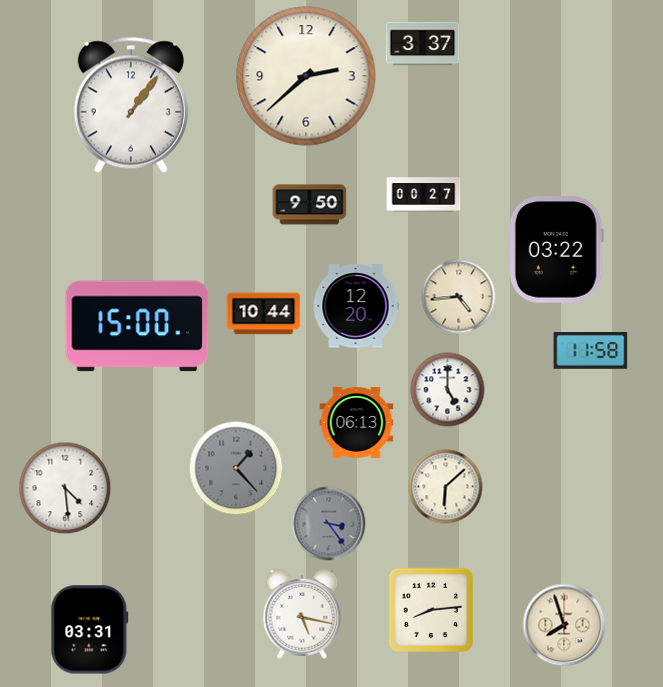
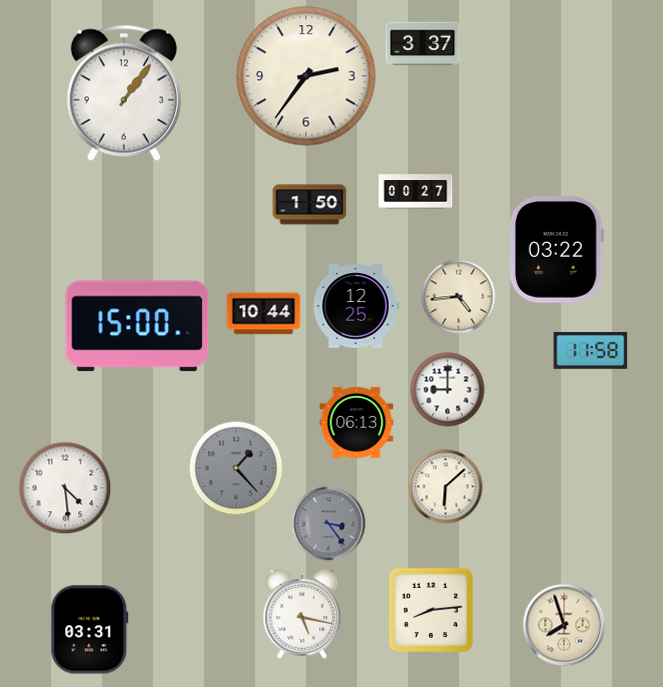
clock at (306, 76): 2:38 -> 2:36
clock at (131, 105) position: (131, 105) -> (124, 93)
clock at (424, 195) position: (424, 195) -> (416, 192)
clock at (310, 205): 9:50 -> 1:50
clock at (356, 306): 12:20 -> 12:25
clock at (448, 390): 5:00 -> 9:00
